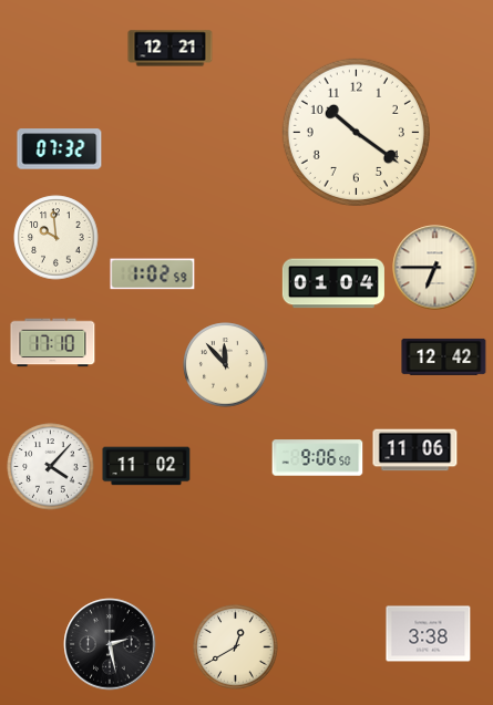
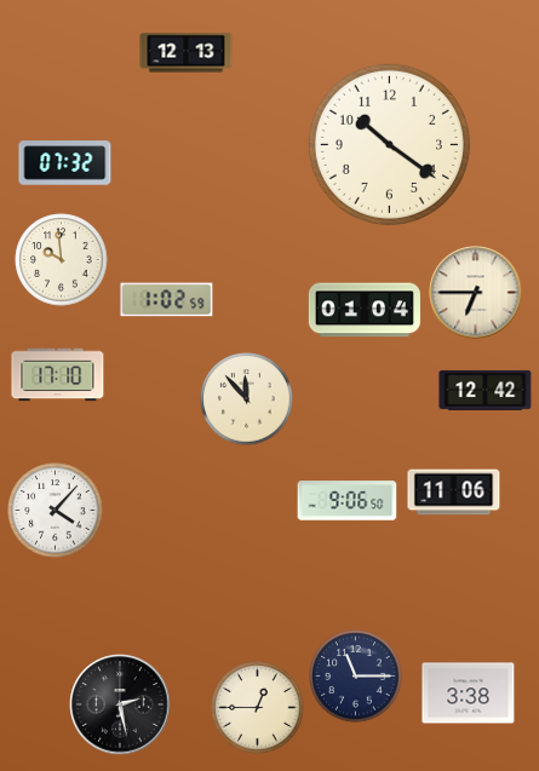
clock at (171, 49): 12:21 -> 12:13
clock at (146, 466): 11:02 -> none
clock at (356, 677): none -> 11:15
clock at (236, 647): 12:40 -> 12:45
